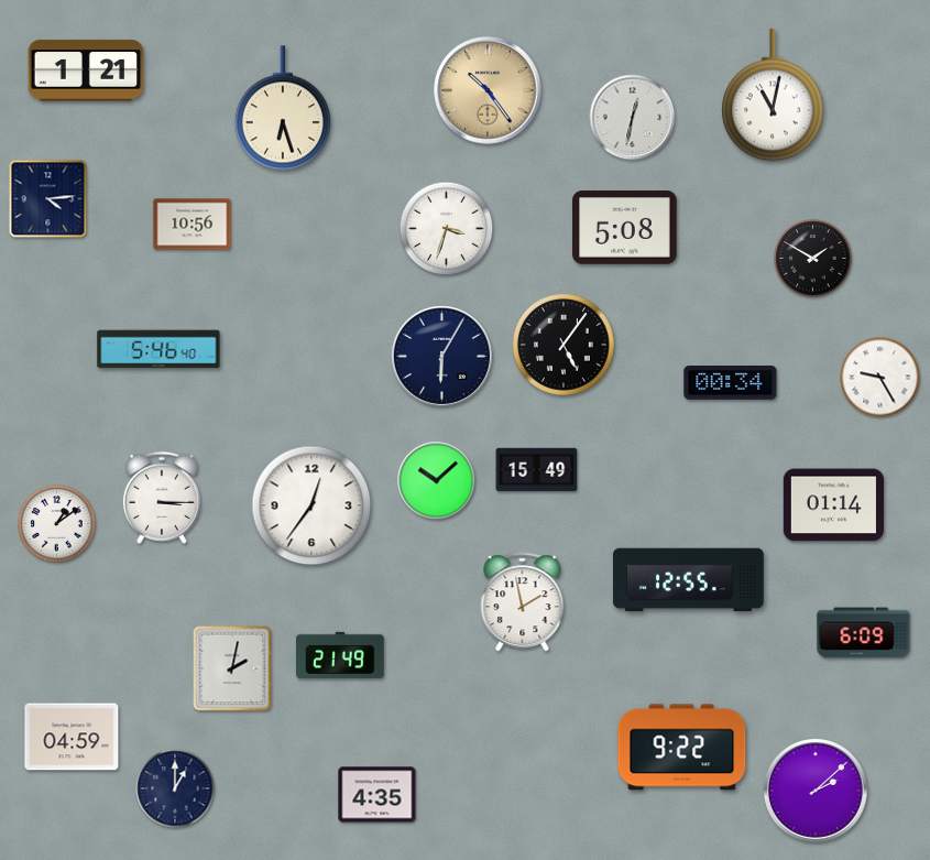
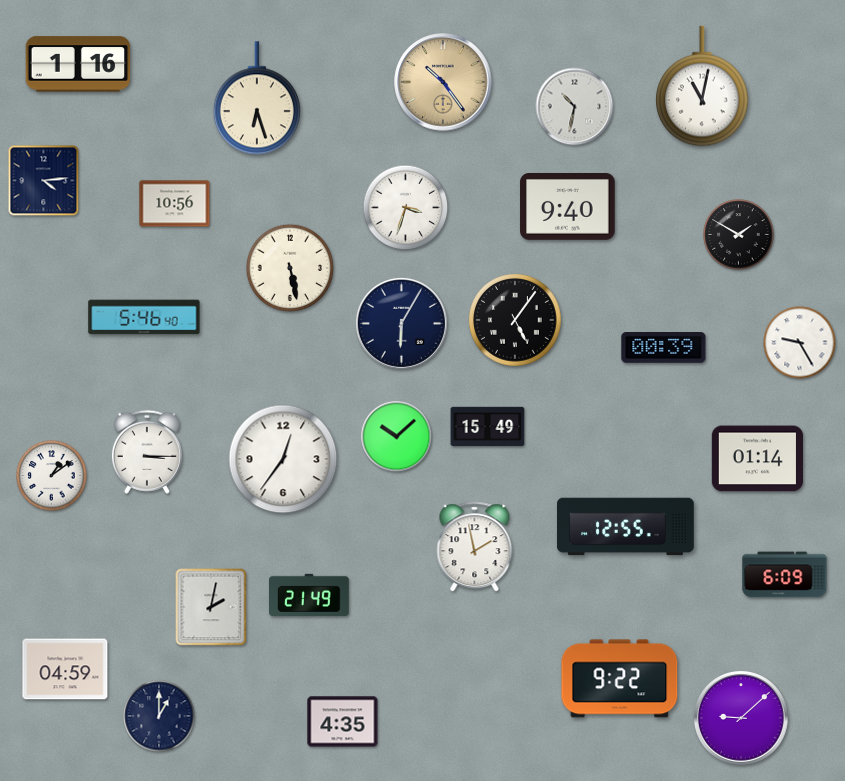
clock at (86, 70): 1:21 -> 1:16
clock at (633, 118): 12:32 -> 10:32
clock at (625, 228): 5:08 -> 9:40
clock at (289, 267): none -> 5:28
clock at (565, 346) position: (565, 346) -> (516, 321)
clock at (731, 383): 00:34 -> 00:39
clock at (817, 792): 2:08 -> 9:08
